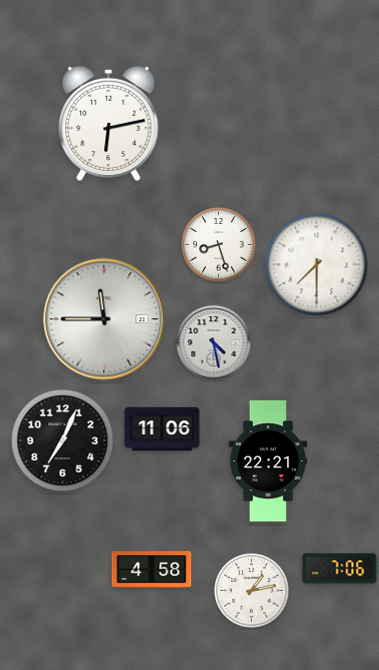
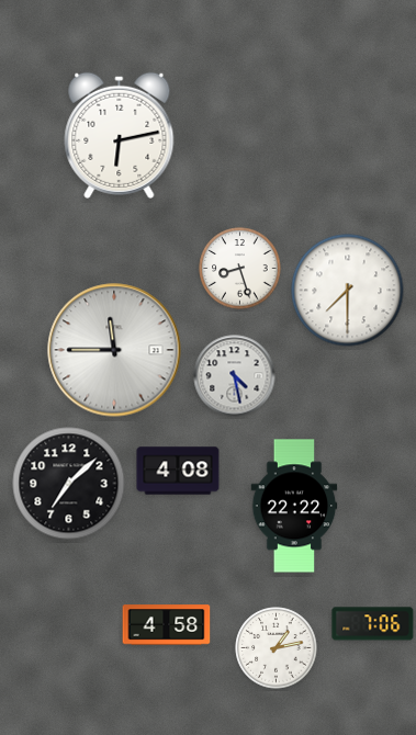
clock at (162, 429): 11:06 -> 4:08
clock at (63, 441): 7:04 -> 7:08
clock at (268, 461): 22:21 -> 22:22
